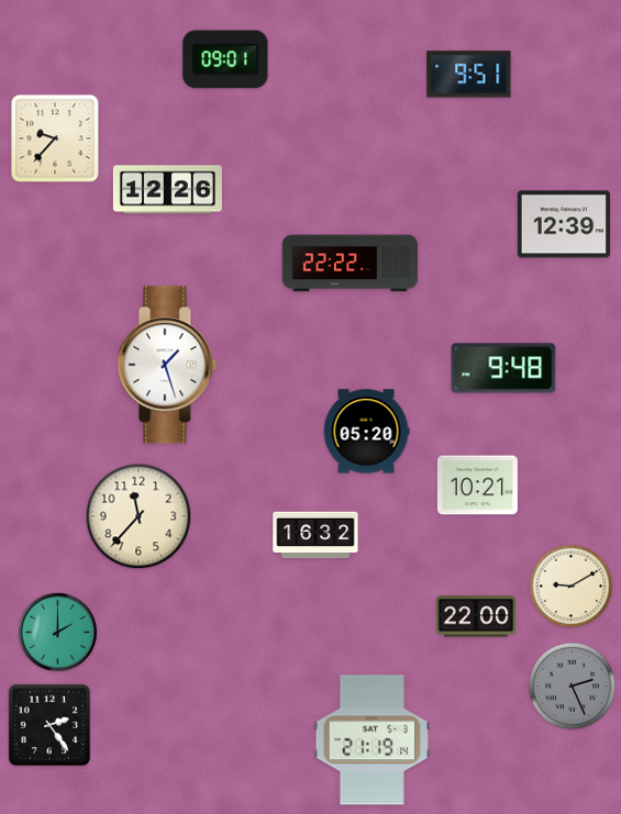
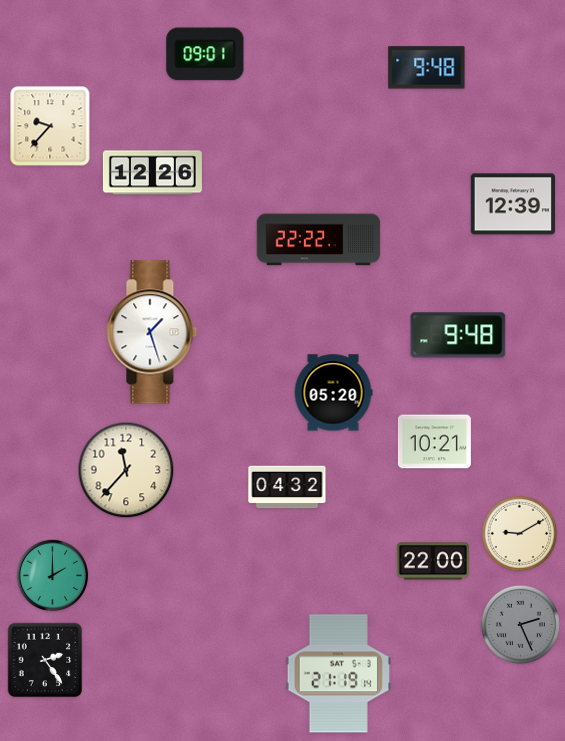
clock at (469, 75): 9:51 -> 9:48
clock at (315, 535): 16:32 -> 04:32
